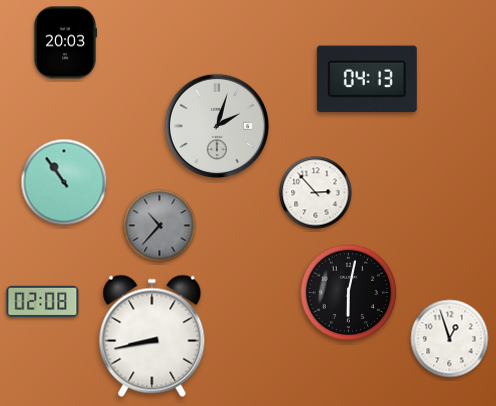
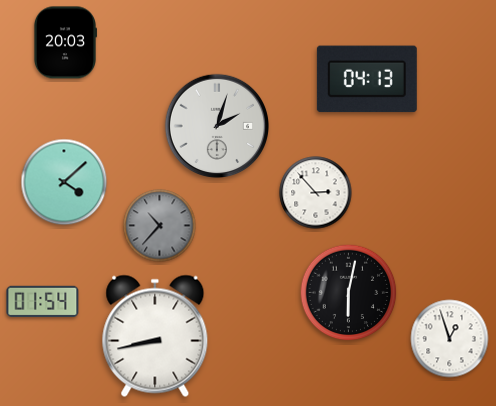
clock at (64, 182): 10:54 -> 4:08
clock at (43, 301): 02:08 -> 01:54
clock at (152, 336) position: (152, 336) -> (155, 336)
